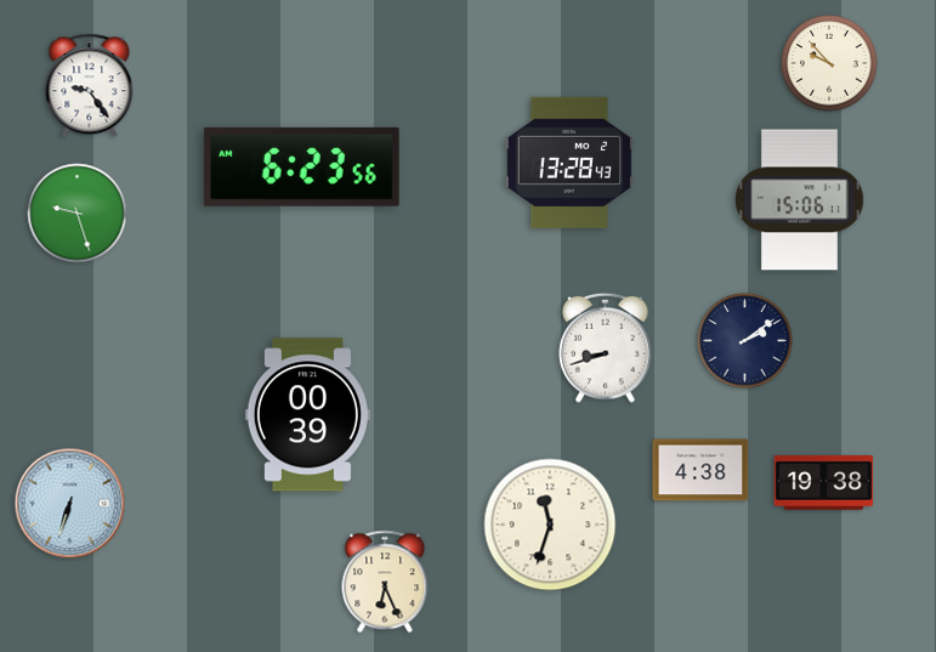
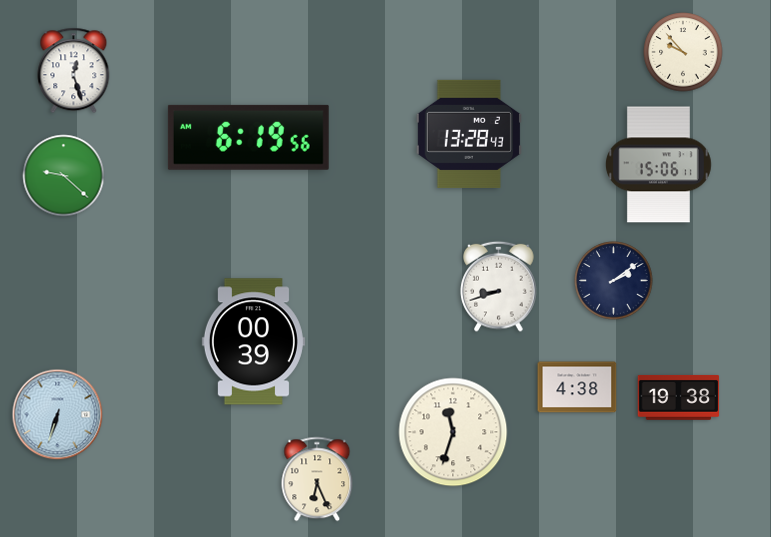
clock at (90, 86): 9:24 -> 12:27
clock at (301, 166): 6:23 -> 6:19
clock at (78, 214): 9:27 -> 9:22
